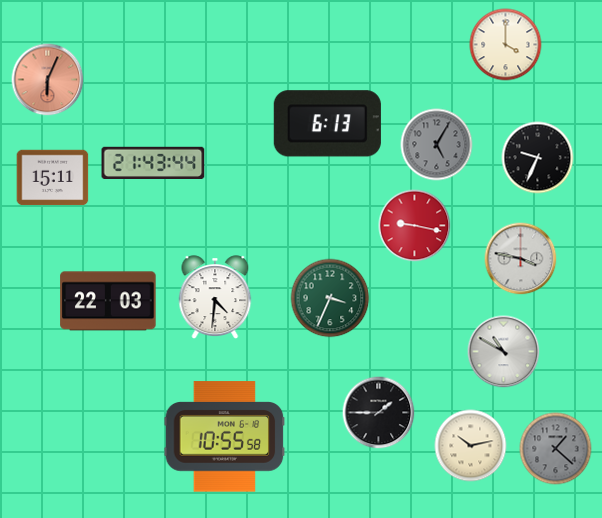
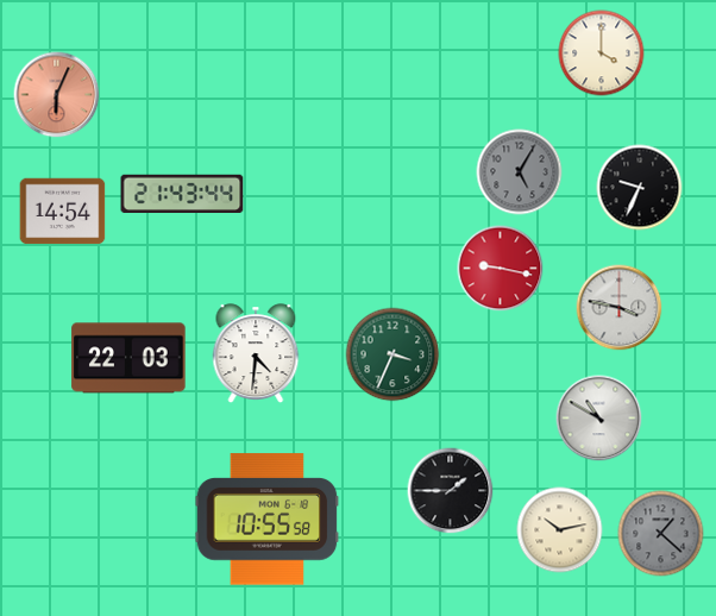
clock at (327, 124): 6:13 -> none
clock at (53, 178): 15:11 -> 14:54
clock at (415, 226) position: (415, 226) -> (501, 269)
